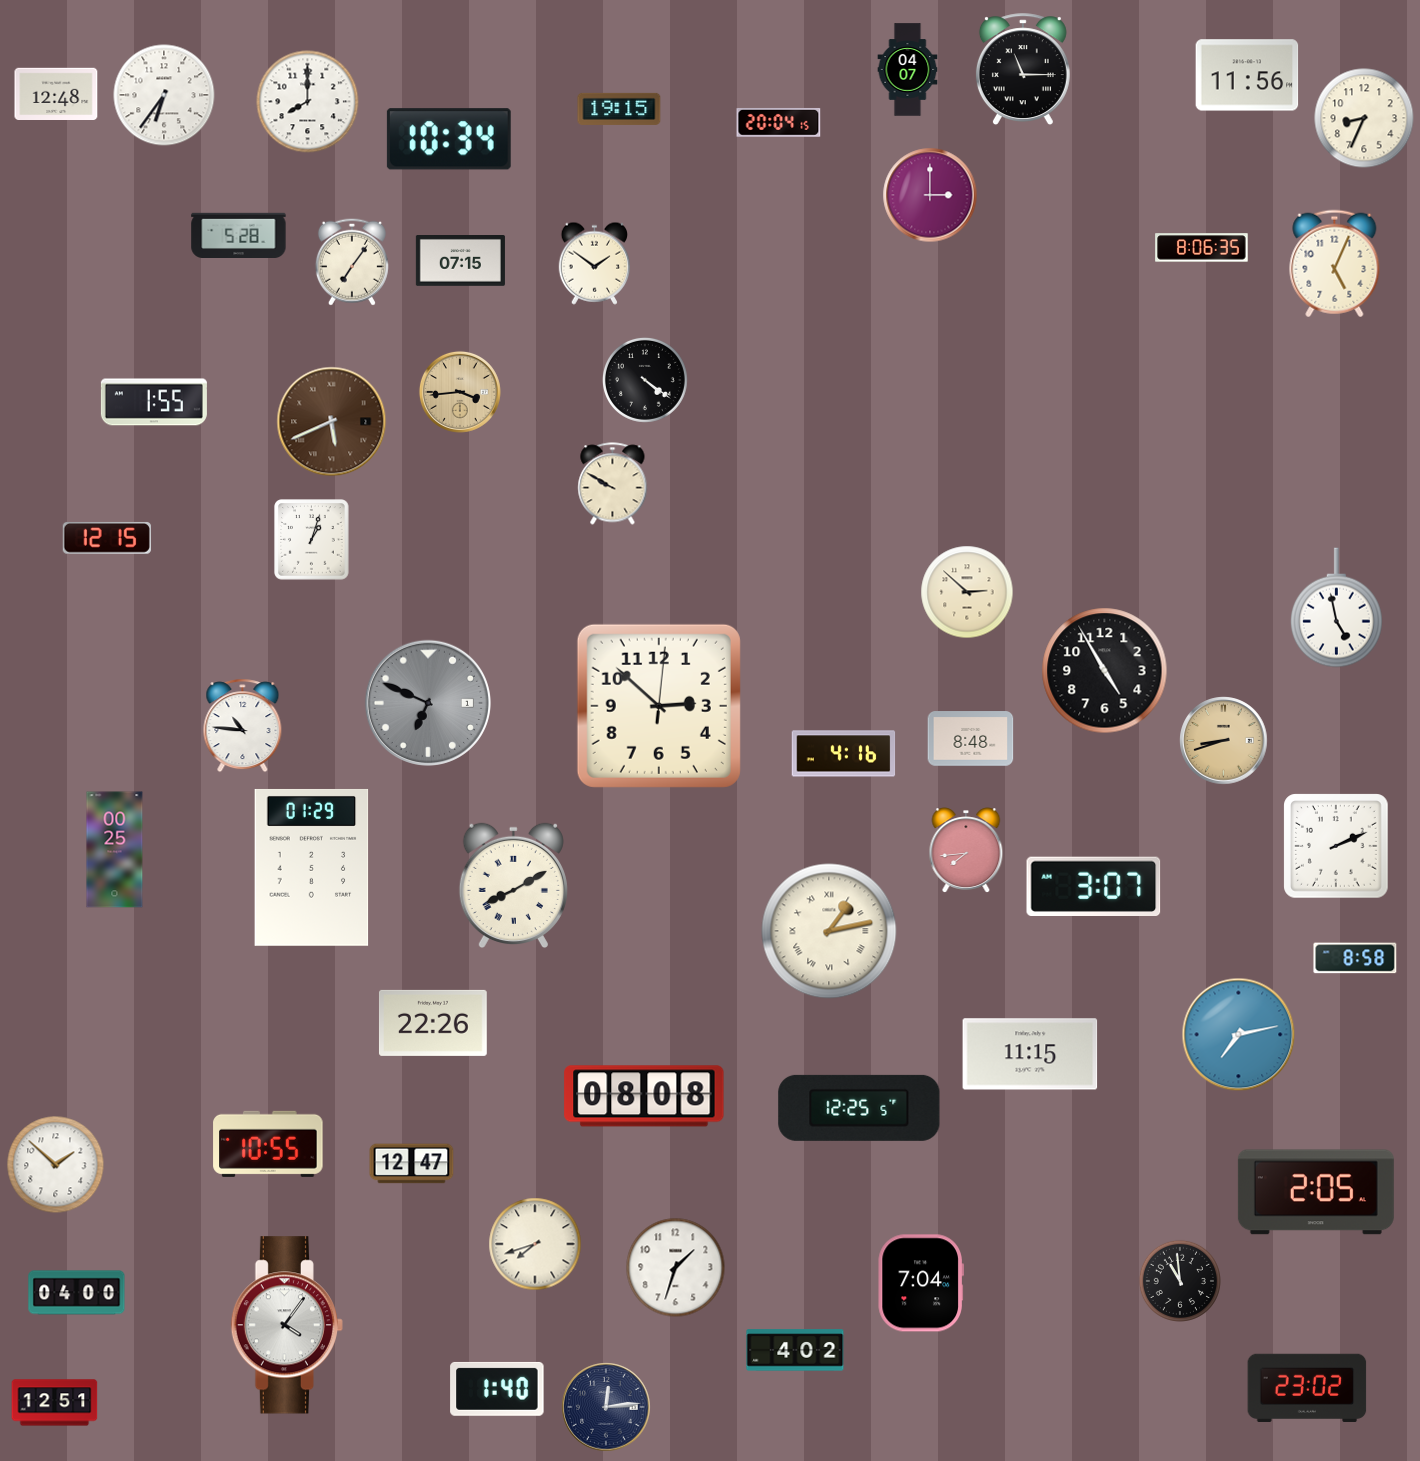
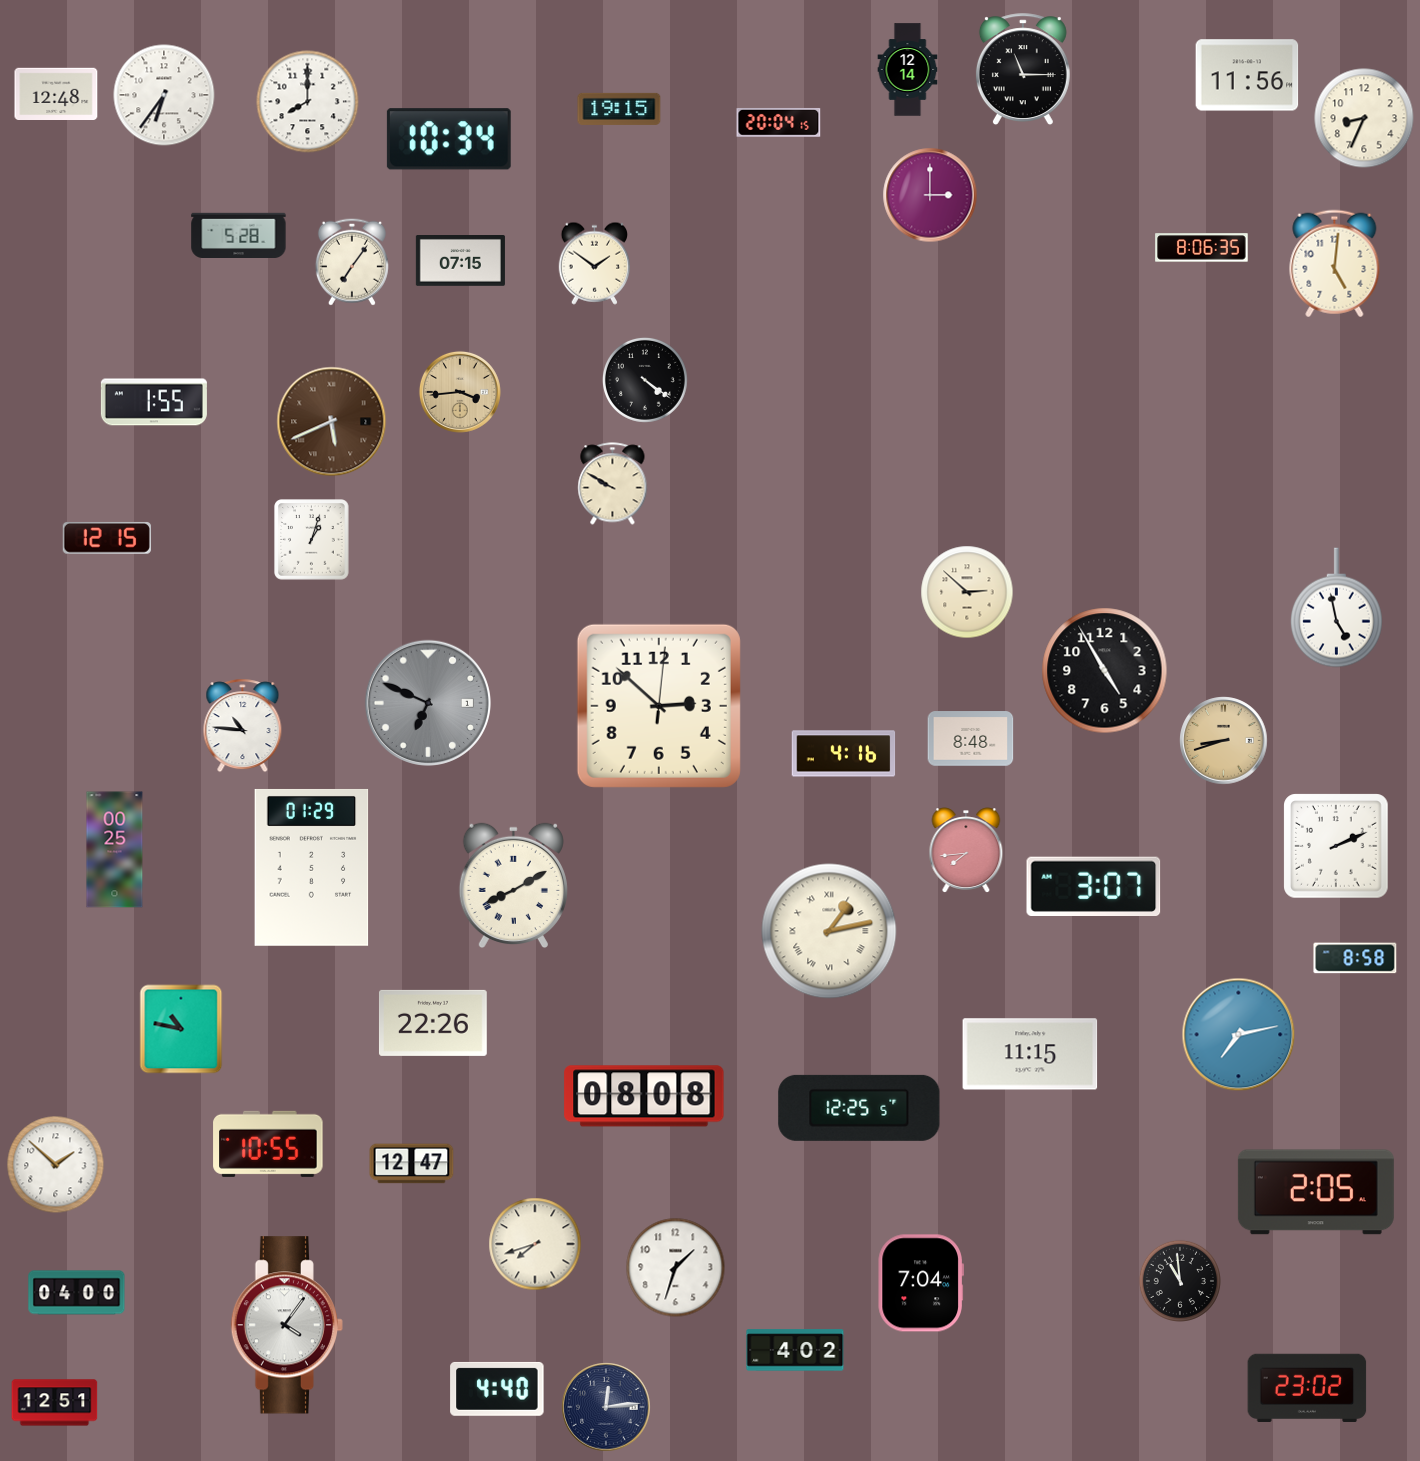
clock at (908, 70): 04:07 -> 12:14
clock at (1335, 264): 5:04 -> 5:01
clock at (181, 1029): none -> 10:47
clock at (497, 1389): 1:40 -> 4:40
